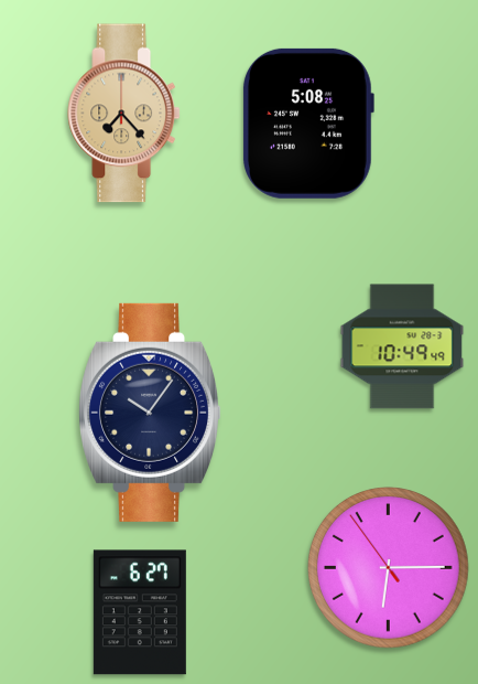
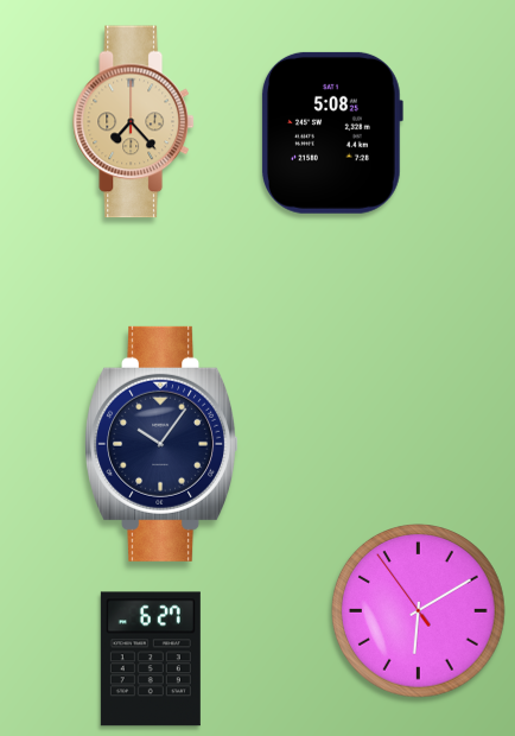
clock at (402, 346): 10:49 -> none
clock at (389, 568): 6:14 -> 6:09
